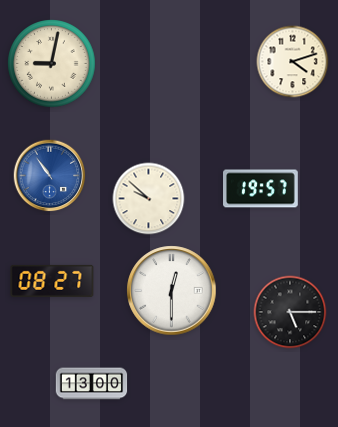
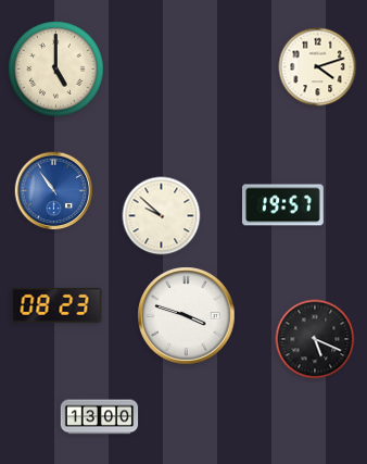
clock at (52, 64): 9:02 -> 5:00
clock at (52, 281): 08:27 -> 08:23
clock at (172, 291): 12:30 -> 3:48
clock at (290, 312): 5:15 -> 5:19
